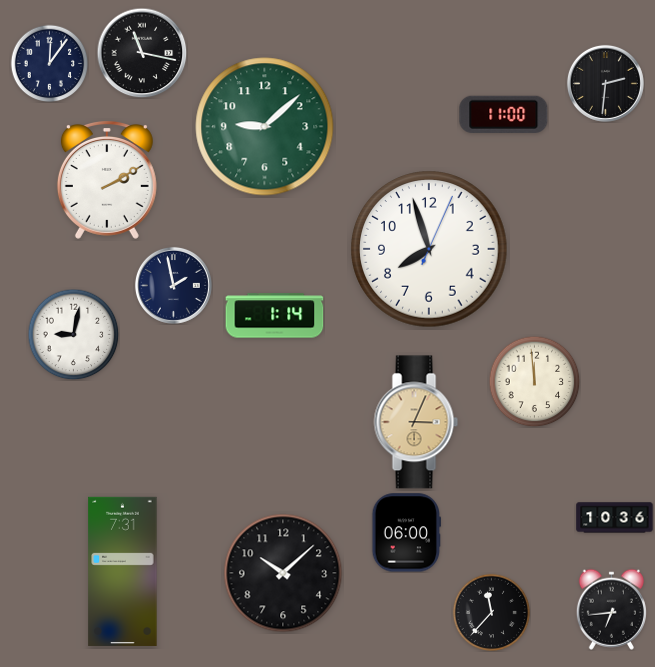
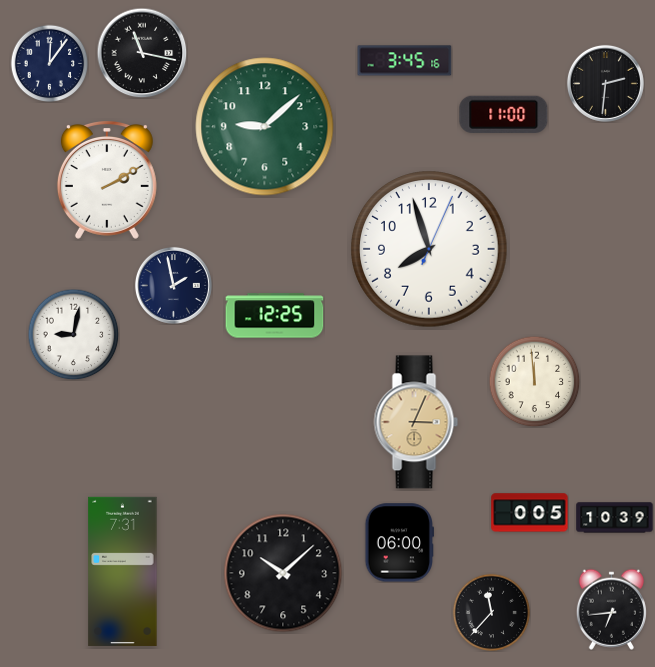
clock at (405, 61): none -> 3:45
clock at (275, 316): 1:14 -> 12:25
clock at (530, 513): none -> 0:05
clock at (615, 518): 10:36 -> 10:39
clock at (406, 533) position: (406, 533) -> (399, 543)
